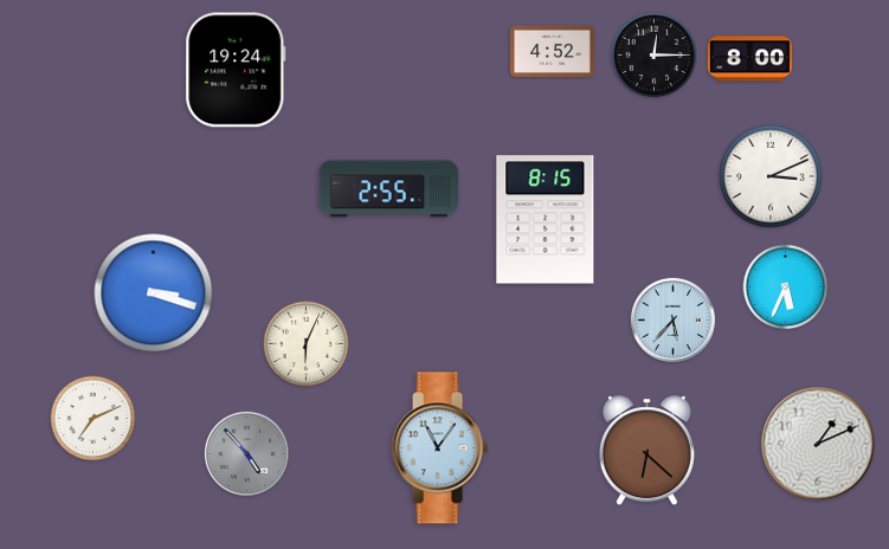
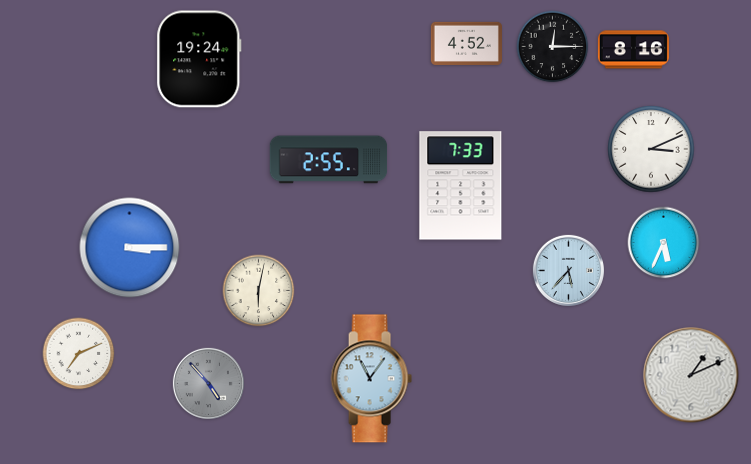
clock at (749, 59): 8:00 -> 8:16
clock at (546, 220): 8:15 -> 7:33
clock at (154, 293): 3:18 -> 3:15
clock at (307, 344): 6:04 -> 6:02
clock at (646, 451): 6:22 -> none
